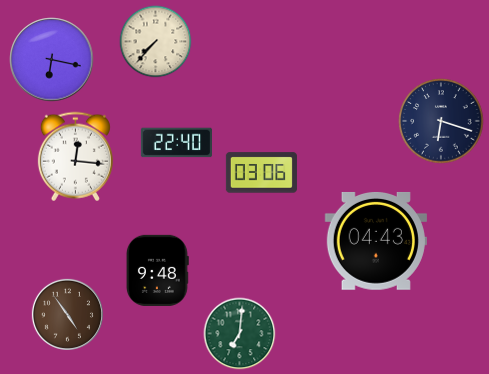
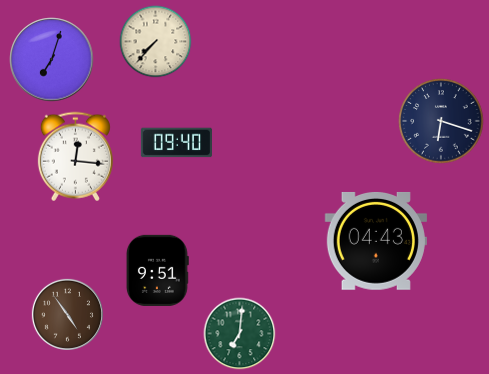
clock at (52, 60): 6:17 -> 7:03
clock at (176, 143): 22:40 -> 09:40
clock at (261, 173): 03:06 -> none
clock at (157, 270): 9:48 -> 9:51
